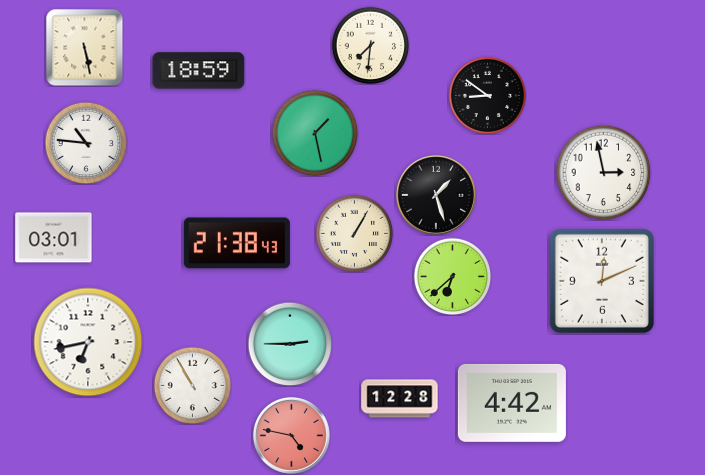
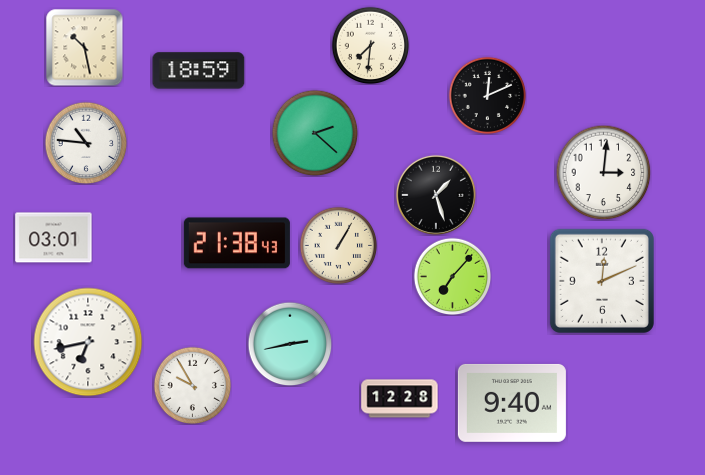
clock at (84, 47): 5:28 -> 10:28
clock at (487, 95): 8:51 -> 12:11
clock at (315, 133): 1:28 -> 2:22
clock at (603, 172): 2:58 -> 3:01
clock at (354, 233) position: (354, 233) -> (338, 245)
clock at (452, 276): 6:38 -> 7:07
clock at (290, 344): 2:45 -> 2:43
clock at (192, 385): 10:55 -> 9:55
clock at (512, 403): 4:42 -> 9:40
clock at (291, 435): 4:47 -> none
